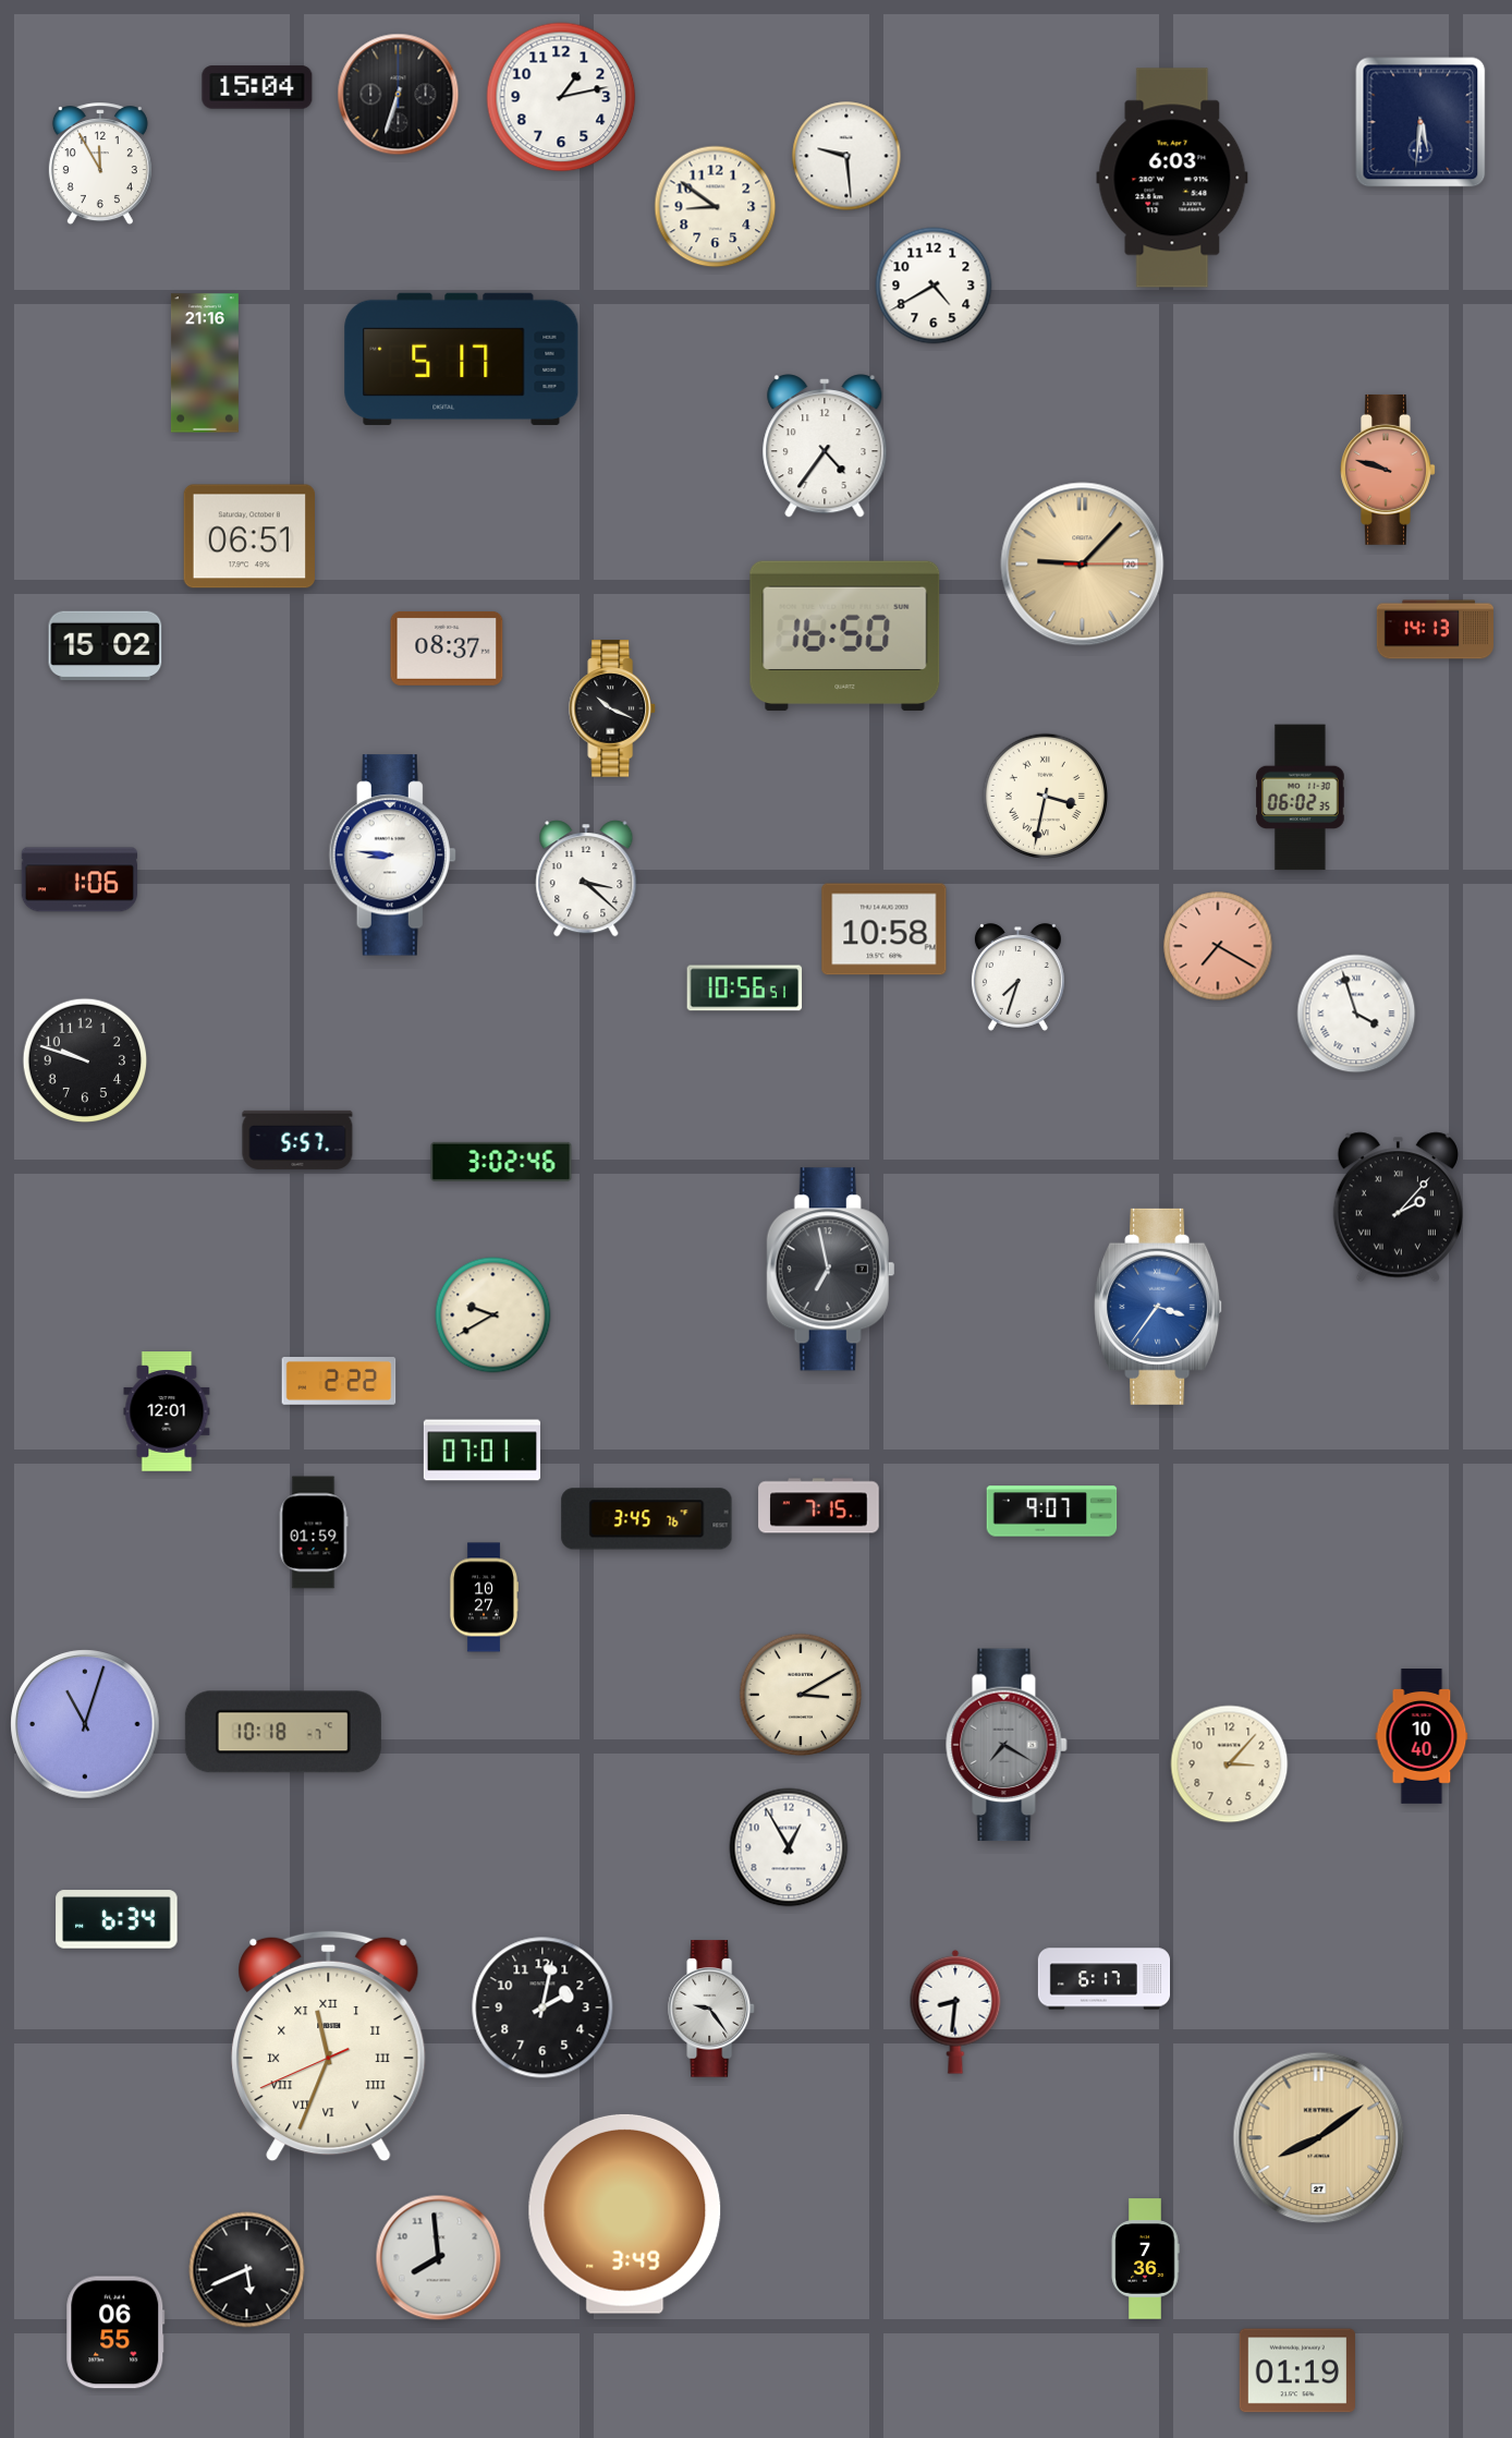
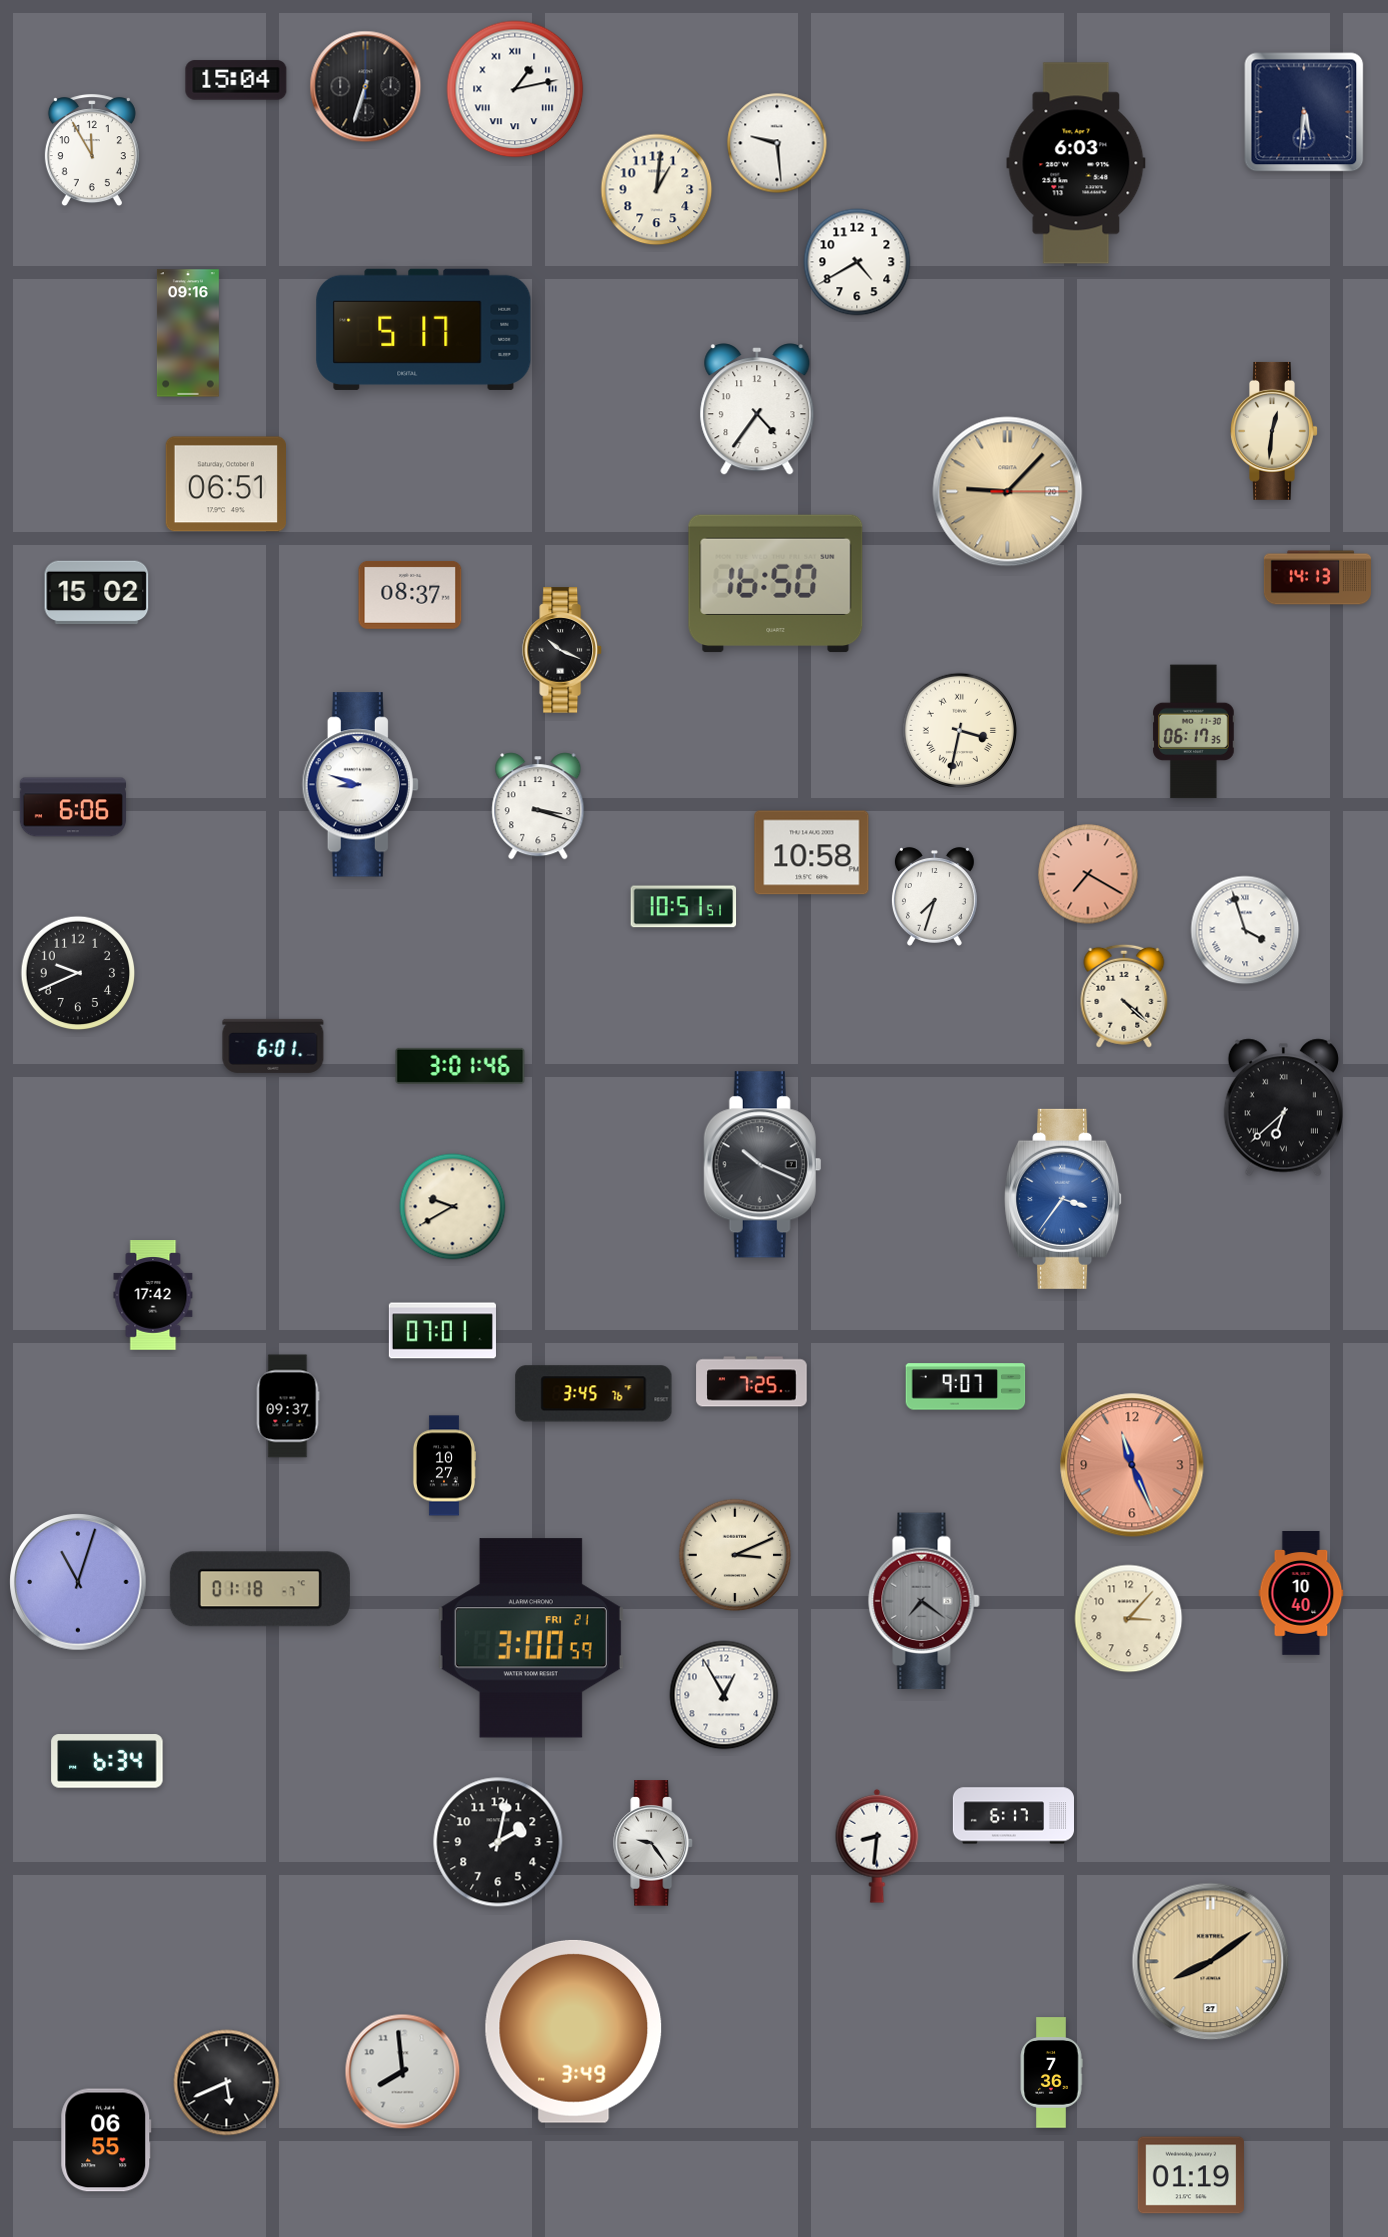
clock at (561, 97) numerals: Arabic -> Roman
clock at (716, 207): 8:51 -> 1:01
clock at (205, 363): 21:16 -> 09:16
clock at (1388, 470): 9:48 -> 12:31
clock at (1388, 470) dial: salmon -> cream
clock at (248, 536) position: (248, 536) -> (225, 484)
clock at (1083, 565) position: (1083, 565) -> (1008, 492)
clock at (1301, 798): 06:02 -> 06:17
clock at (392, 856): 8:46 -> 8:48
clock at (586, 878): 3:22 -> 3:18
clock at (80, 880): 1:06 -> 6:06
clock at (1218, 946) position: (1218, 946) -> (1088, 874)
clock at (745, 988): 10:56 -> 10:51
clock at (85, 1060): 9:48 -> 9:41
clock at (1124, 996): none -> 4:22
clock at (297, 1140): 5:57 -> 6:01
clock at (501, 1162): 3:02 -> 3:01
clock at (1398, 1208): 2:07 -> 6:38
clock at (831, 1270): 6:58 -> 10:19
clock at (339, 1382): 2:22 -> none
clock at (167, 1411): 12:01 -> 17:42
clock at (819, 1506): 7:15 -> 7:25
clock at (314, 1532): 01:59 -> 09:37
clock at (1132, 1465): none -> 11:26
clock at (801, 1695): 3:10 -> 3:11
clock at (283, 1732): 10:18 -> 01:18
clock at (1422, 1737) position: (1422, 1737) -> (1301, 1594)
clock at (1007, 1745): 7:20 -> 7:21
clock at (531, 1638): none -> 3:00
clock at (329, 2047): 11:33 -> none
